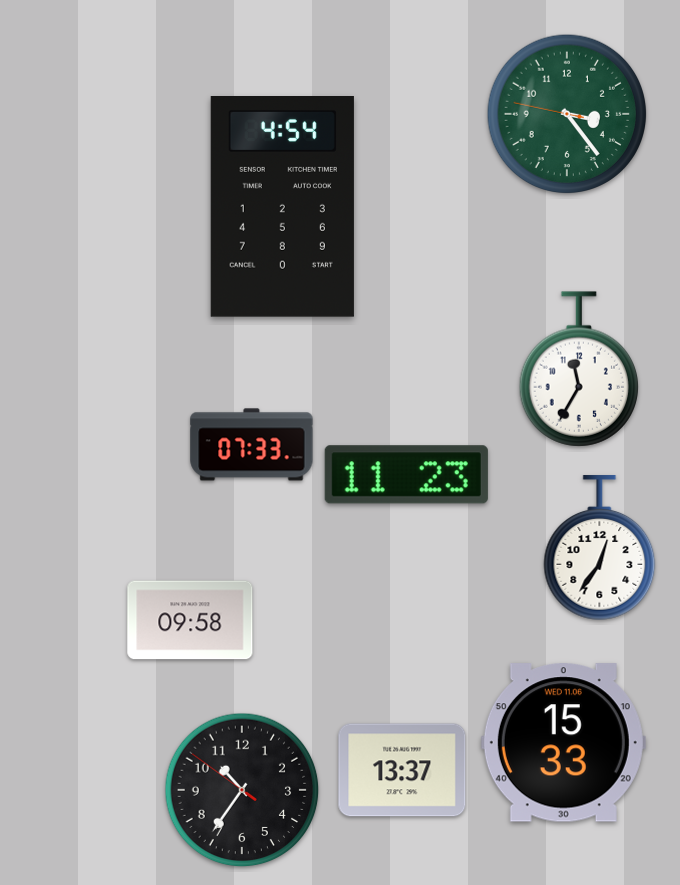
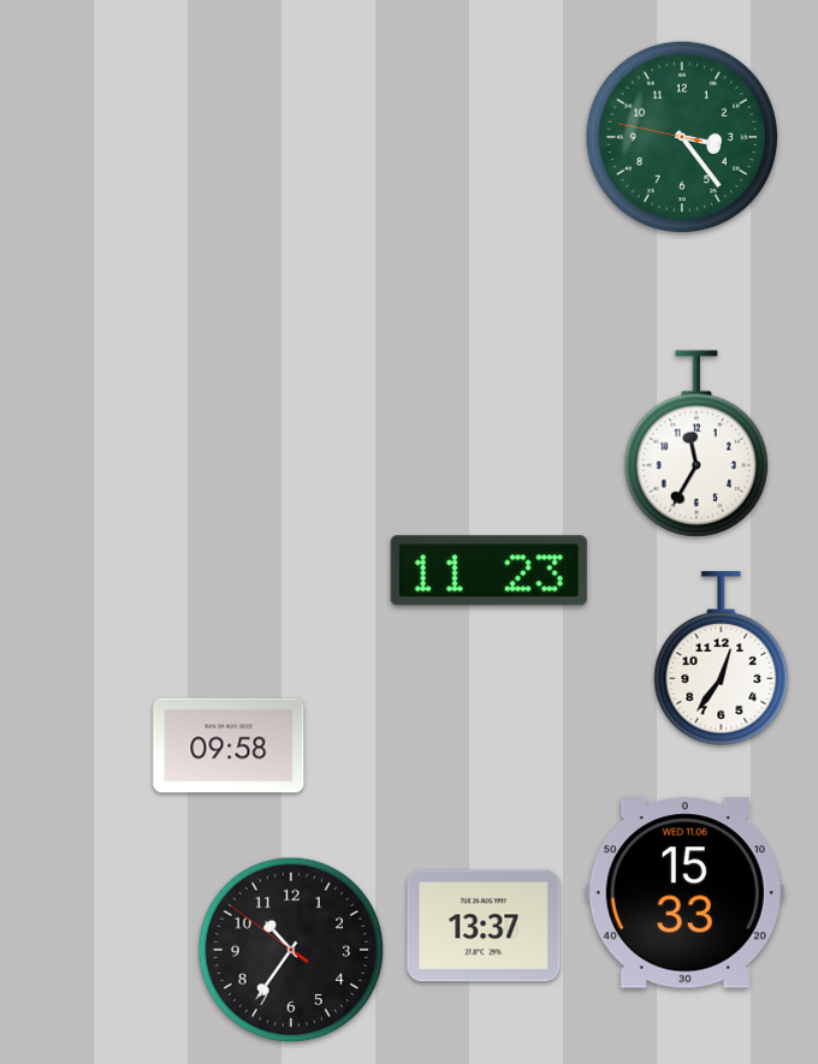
clock at (282, 207): 4:54 -> none
clock at (252, 445): 07:33 -> none
clock at (563, 743) position: (563, 743) -> (684, 893)
